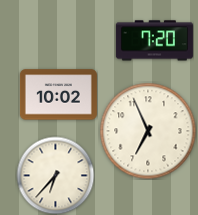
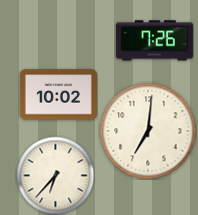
clock at (154, 41): 7:20 -> 7:26
clock at (148, 131): 6:56 -> 7:01
